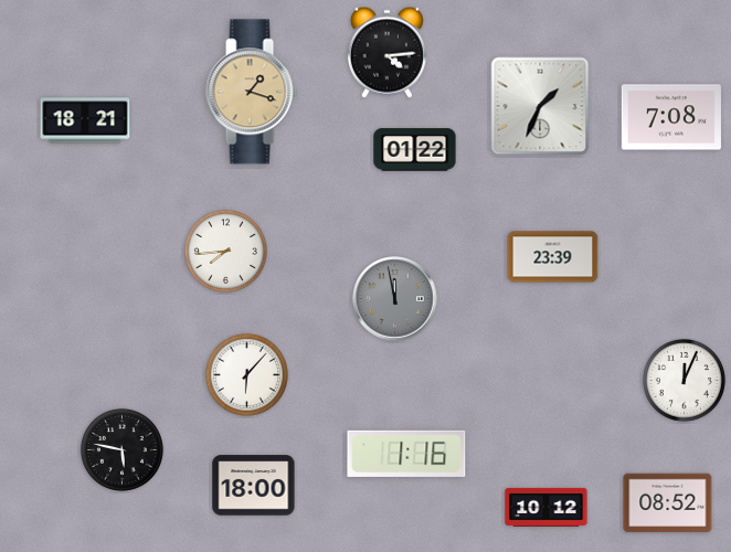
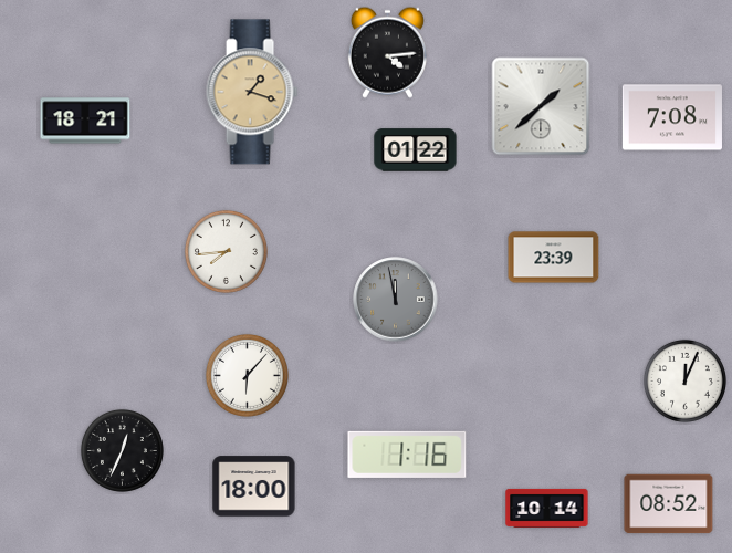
clock at (540, 106): 1:34 -> 1:38
clock at (121, 449): 5:47 -> 12:34
clock at (547, 507): 10:12 -> 10:14
